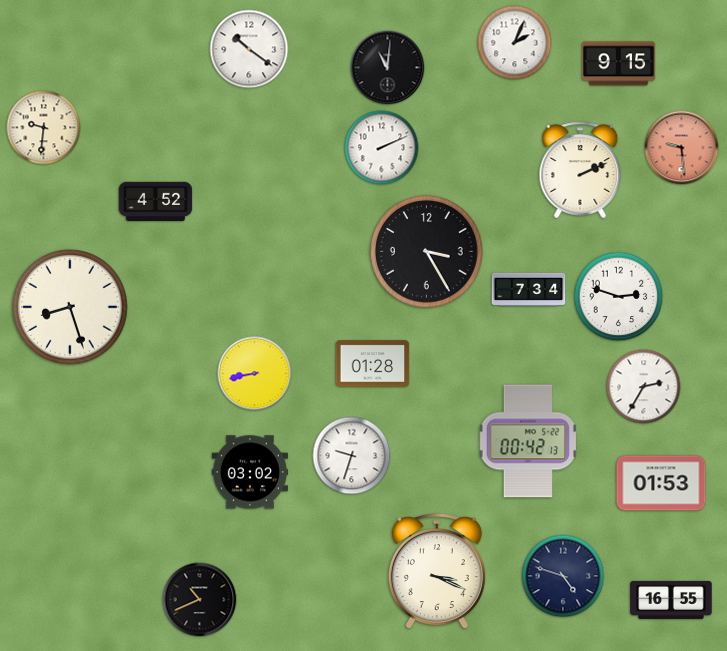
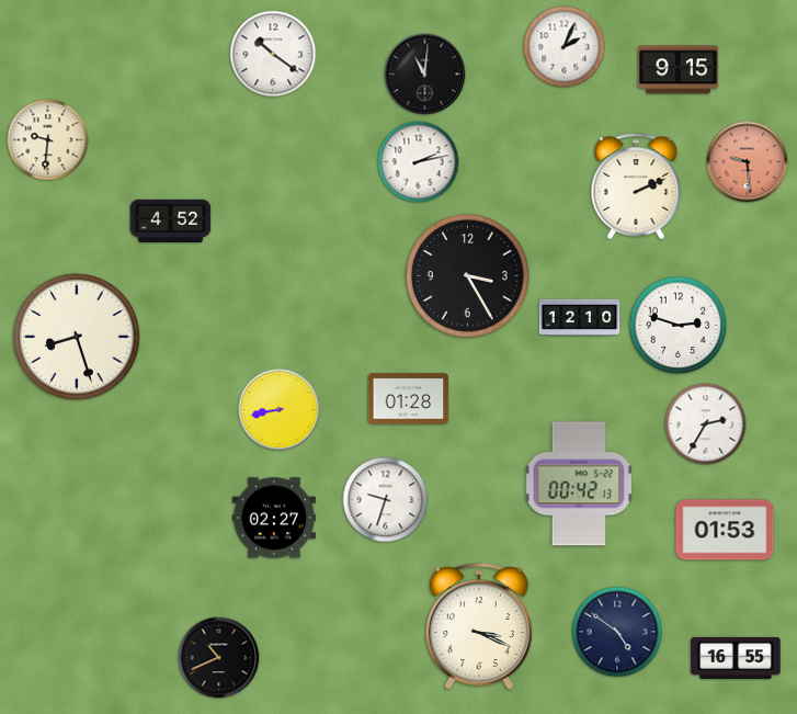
clock at (382, 148): 2:11 -> 2:13
clock at (529, 290): 7:34 -> 12:10
clock at (250, 472): 03:02 -> 02:27
clock at (563, 576): 4:48 -> 4:51
